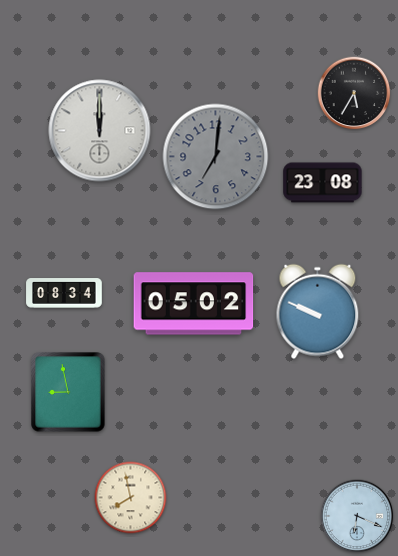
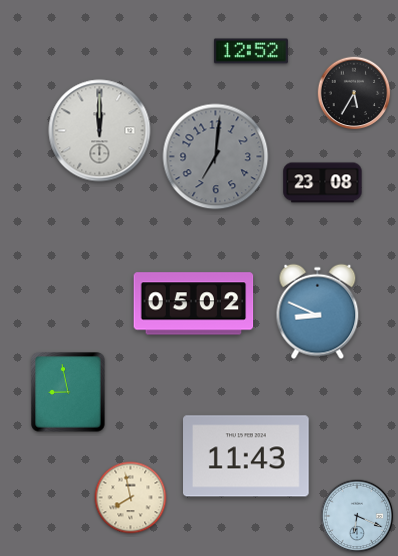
clock at (251, 51): none -> 12:52
clock at (64, 293): 08:34 -> none
clock at (318, 312): 9:49 -> 8:49
clock at (246, 456): none -> 11:43
